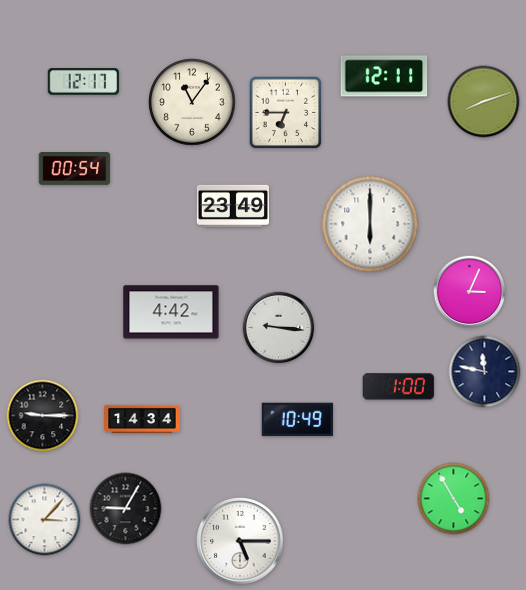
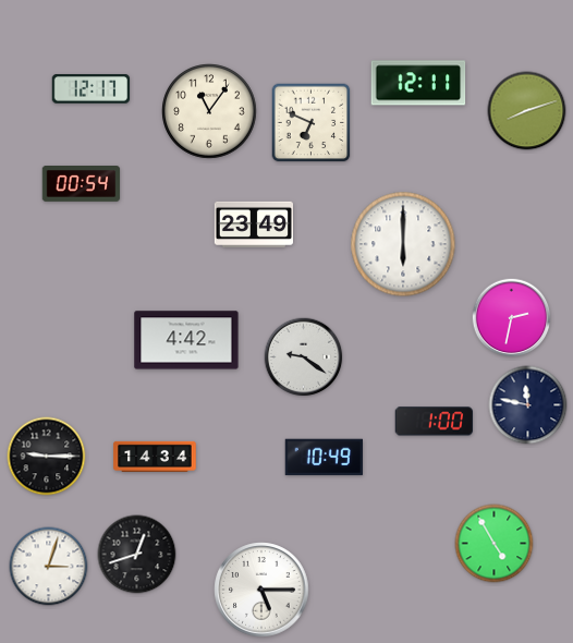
clock at (286, 113): 6:45 -> 6:49
clock at (470, 292): 3:04 -> 2:32
clock at (279, 328): 9:16 -> 9:21
clock at (43, 416) position: (43, 416) -> (47, 457)
clock at (126, 509): 9:05 -> 12:42
clock at (45, 520): 3:07 -> 3:03
